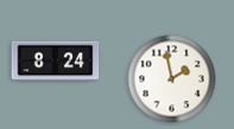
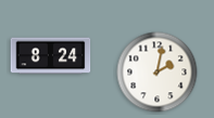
clock at (172, 79): 1:58 -> 2:02
